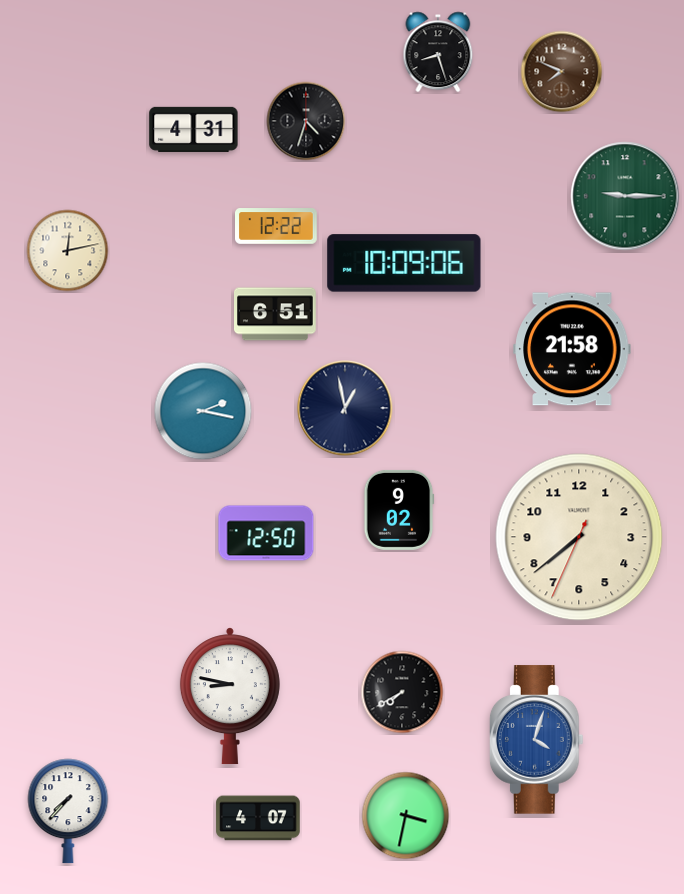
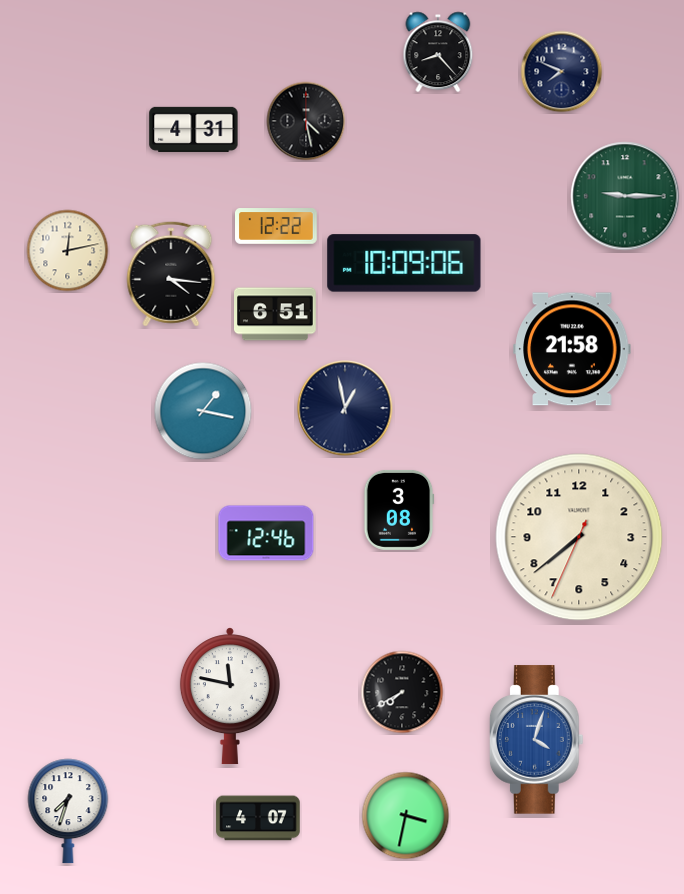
clock at (438, 52): 8:27 -> 8:23
clock at (562, 72) dial: brown -> navy
clock at (306, 121): 4:33 -> 4:28
clock at (171, 274): none -> 4:16
clock at (203, 411): 2:17 -> 1:17
clock at (399, 510): 9:02 -> 3:08
clock at (266, 533): 12:50 -> 12:46
clock at (230, 696): 8:47 -> 11:47
clock at (68, 811): 7:37 -> 7:33
